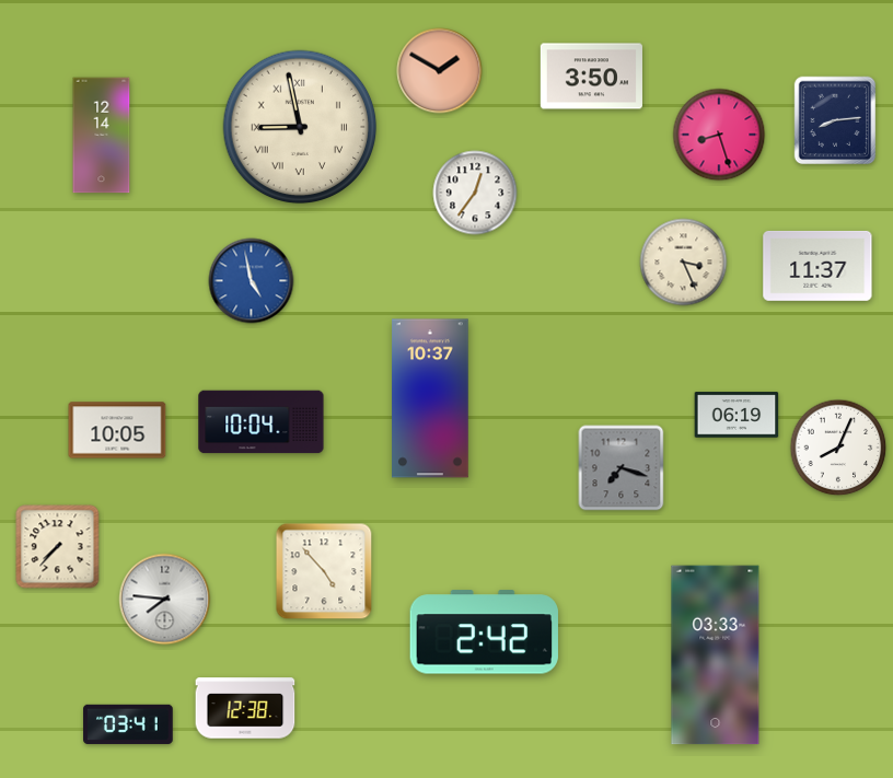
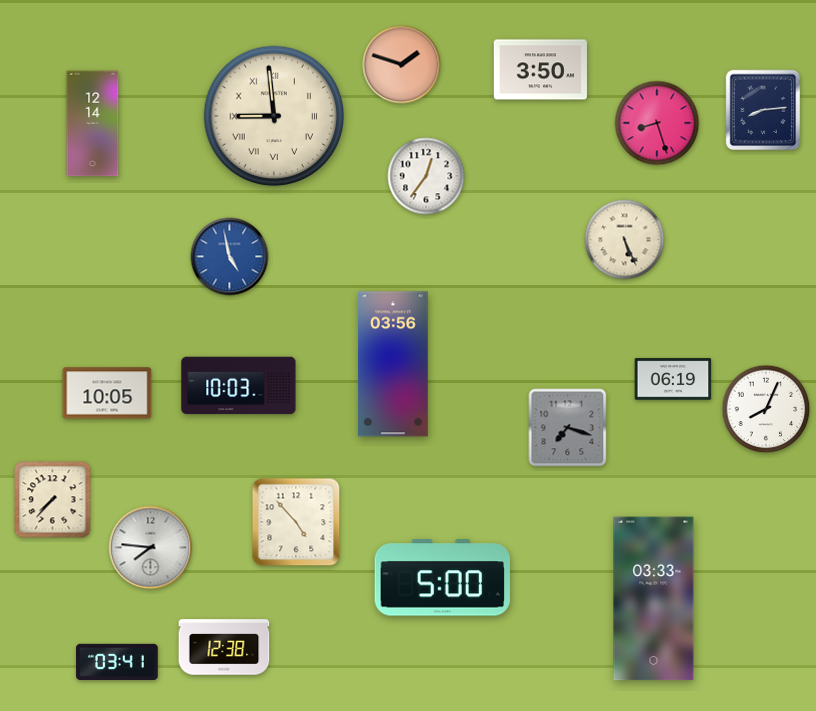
clock at (440, 71): 1:50 -> 1:48
clock at (300, 127): 8:58 -> 8:59
clock at (475, 193) position: (475, 193) -> (426, 176)
clock at (684, 263): 3:26 -> 5:26
clock at (817, 266): 11:37 -> none
clock at (430, 398): 10:37 -> 03:56
clock at (262, 422): 10:04 -> 10:03
clock at (484, 632): 2:42 -> 5:00
